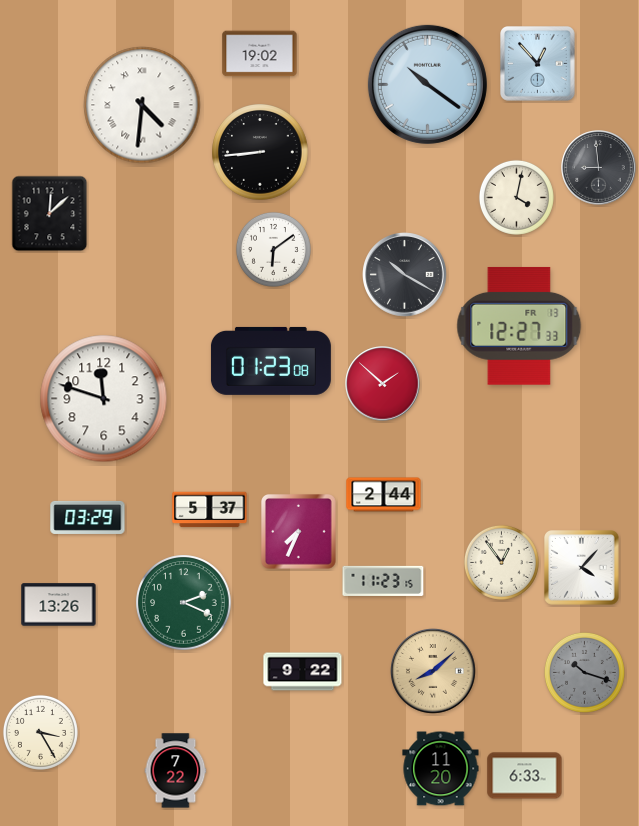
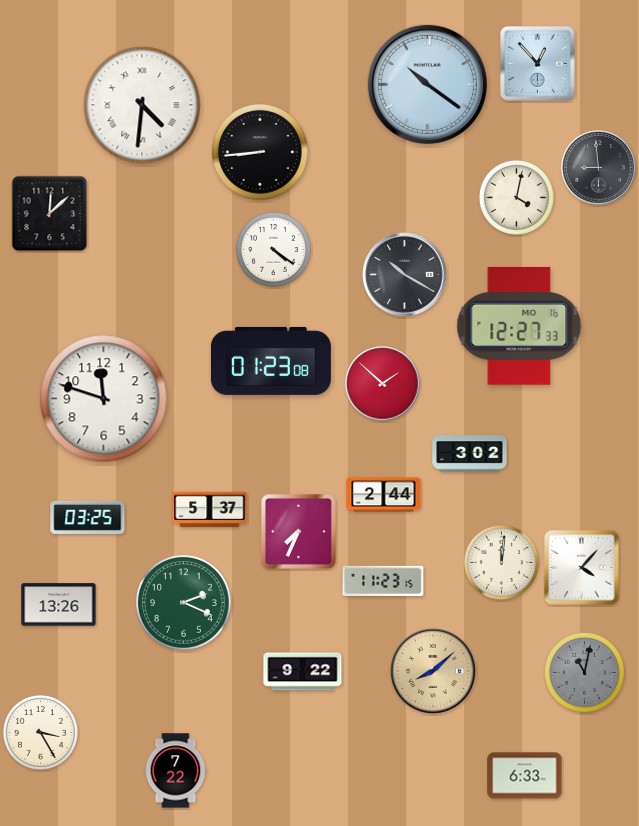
clock at (260, 54): 19:02 -> none
clock at (273, 249): 6:09 -> 4:21
clock at (519, 326) date: FR 13 -> MO 16
clock at (470, 454): none -> 3:02
clock at (88, 517): 03:29 -> 03:25
clock at (501, 562): 12:54 -> 12:01
clock at (584, 672): 10:18 -> 11:02
clock at (441, 769): 11:20 -> none
